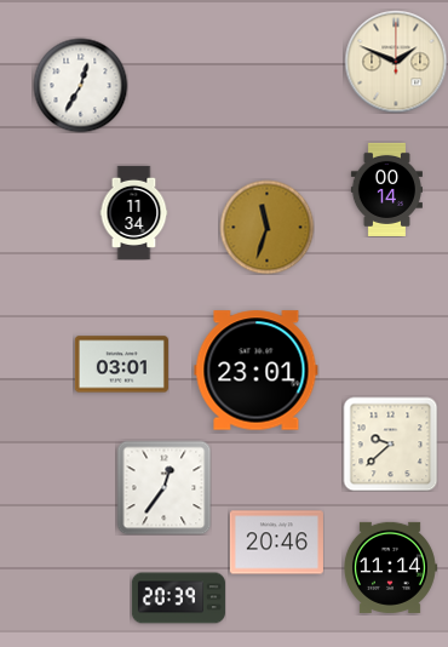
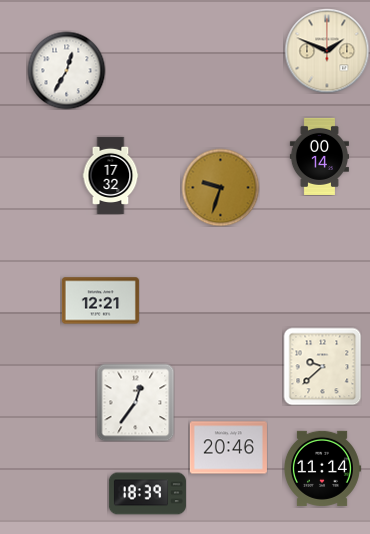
clock at (134, 212): 11:34 -> 17:32
clock at (266, 227): 11:33 -> 9:33
clock at (121, 365): 03:01 -> 12:21
clock at (257, 371): 23:01 -> none
clock at (178, 599): 20:39 -> 18:39
